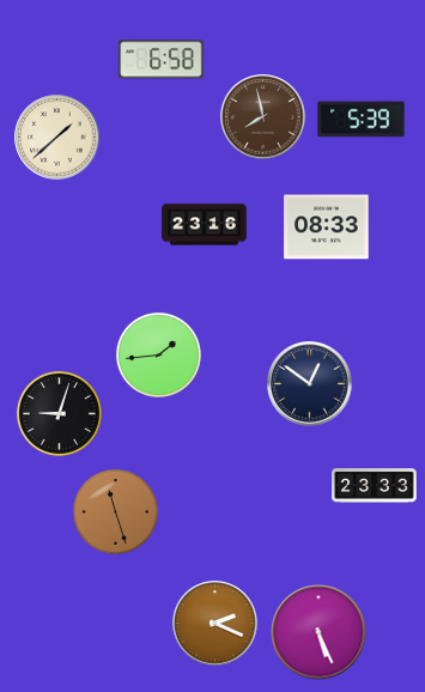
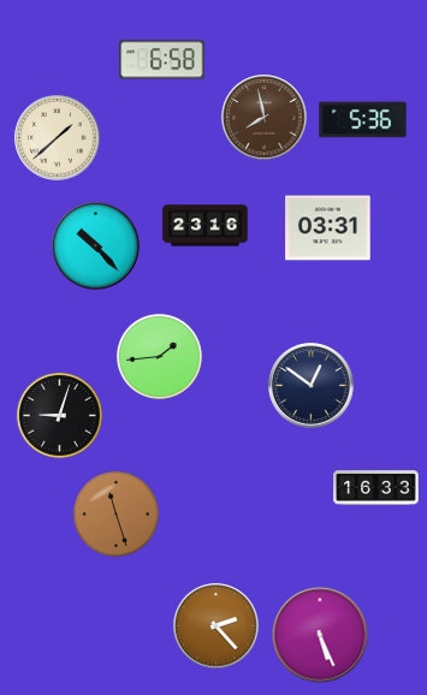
clock at (362, 120): 5:39 -> 5:36
clock at (327, 227): 08:33 -> 03:31
clock at (96, 246): none -> 10:23
clock at (375, 486): 23:33 -> 16:33
clock at (215, 624): 2:19 -> 2:23
